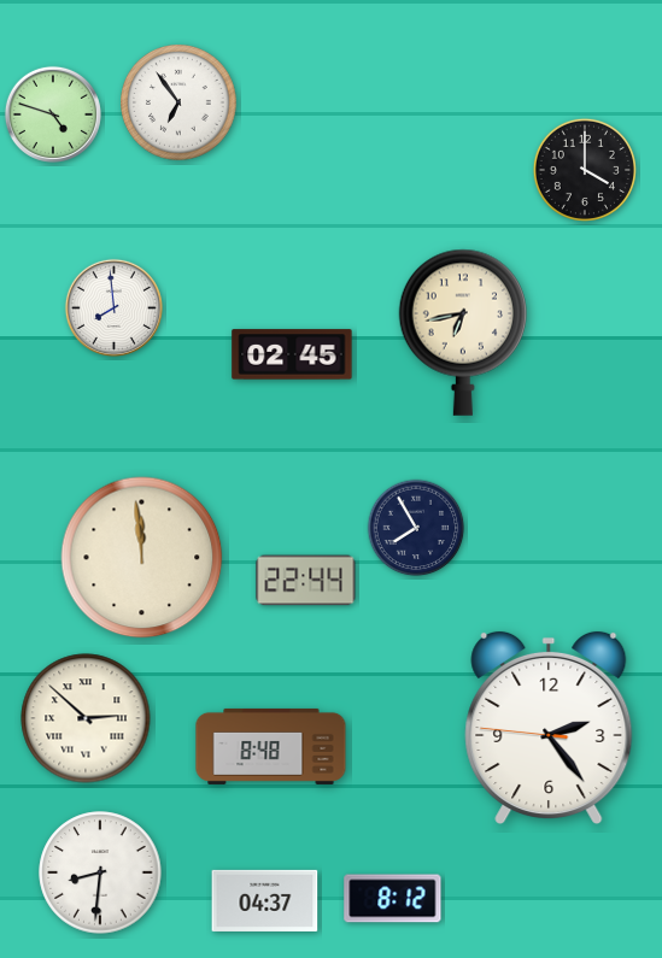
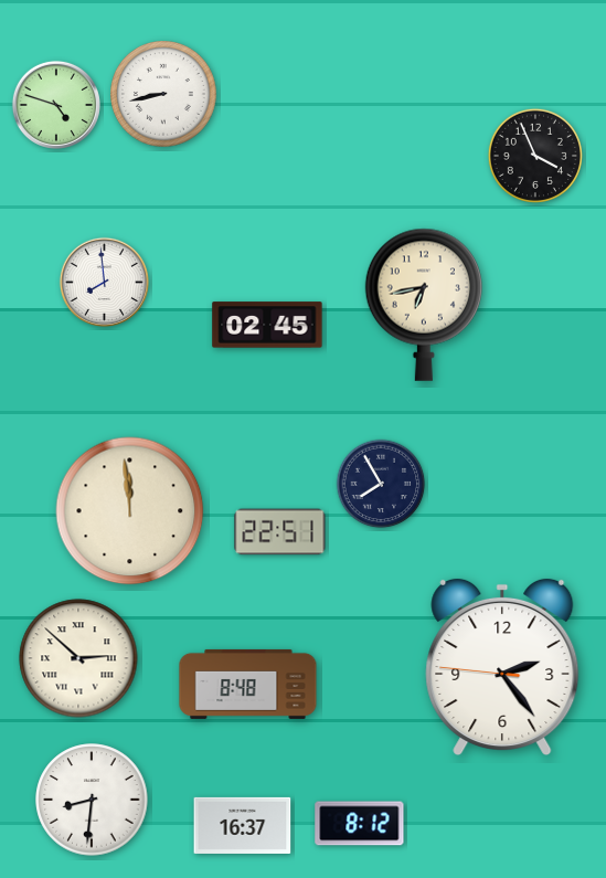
clock at (180, 104): 6:54 -> 8:43
clock at (53, 114) position: (53, 114) -> (56, 105)
clock at (585, 170): 4:00 -> 3:56
clock at (306, 581): 22:44 -> 22:51
clock at (265, 900): 04:37 -> 16:37
